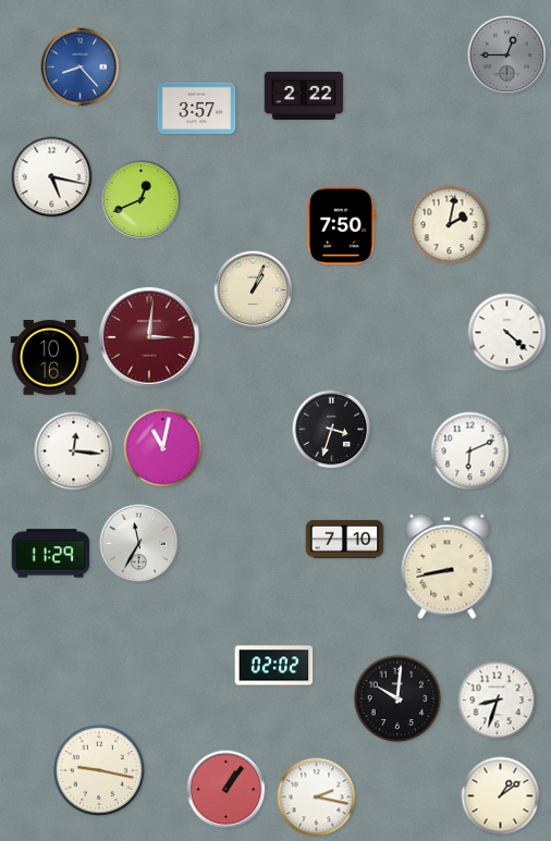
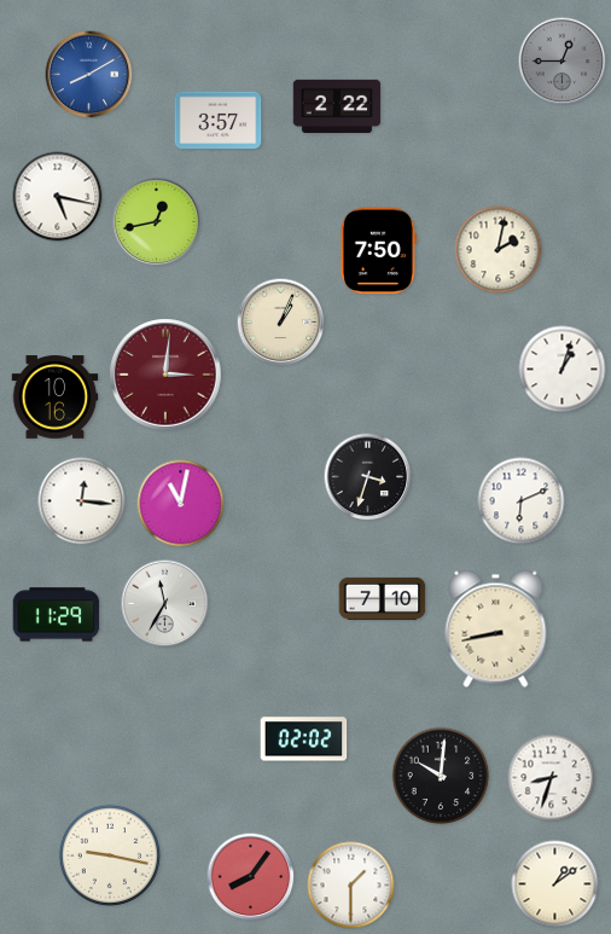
clock at (81, 67): 8:23 -> 8:10
clock at (142, 200): 12:41 -> 12:43
clock at (507, 333): 4:22 -> 1:03
clock at (163, 448) position: (163, 448) -> (181, 504)
clock at (139, 544) position: (139, 544) -> (165, 604)
clock at (226, 790): 1:06 -> 8:06
clock at (317, 797): 2:17 -> 1:30
